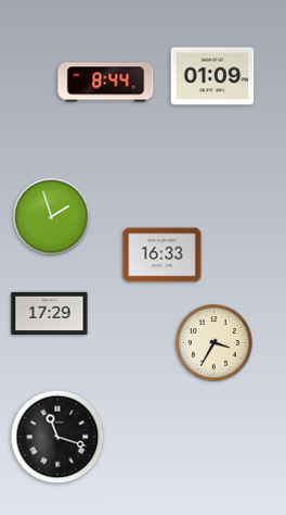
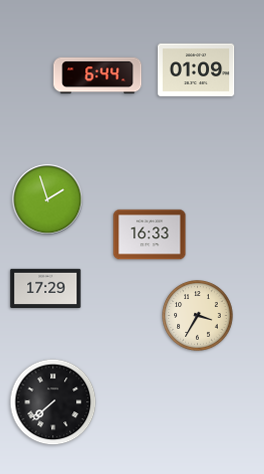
clock at (106, 83): 8:44 -> 6:44
clock at (57, 437): 11:18 -> 7:38
